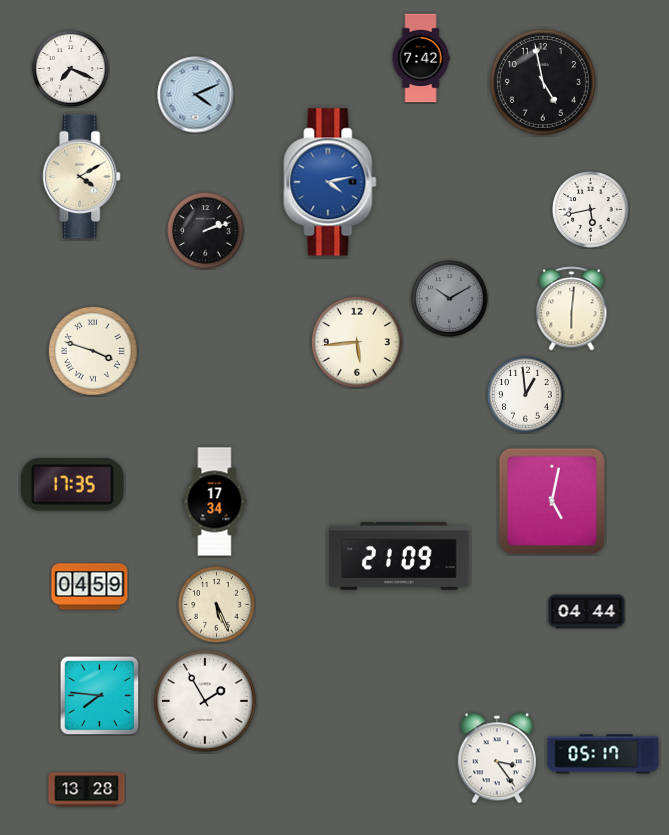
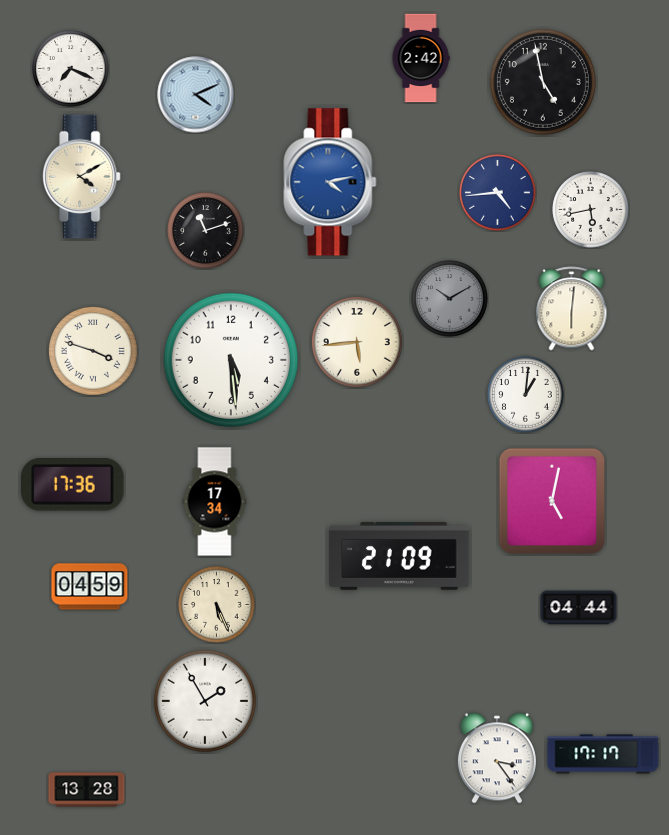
clock at (421, 58): 7:42 -> 2:42
clock at (498, 193): none -> 4:44
clock at (206, 231): 2:12 -> 11:12
clock at (231, 360): none -> 5:29
clock at (526, 395): 12:59 -> 1:01
clock at (73, 485): 17:35 -> 17:36
clock at (587, 612) position: (587, 612) -> (579, 608)
clock at (99, 695): 7:46 -> none
clock at (603, 754): 05:17 -> 17:17
